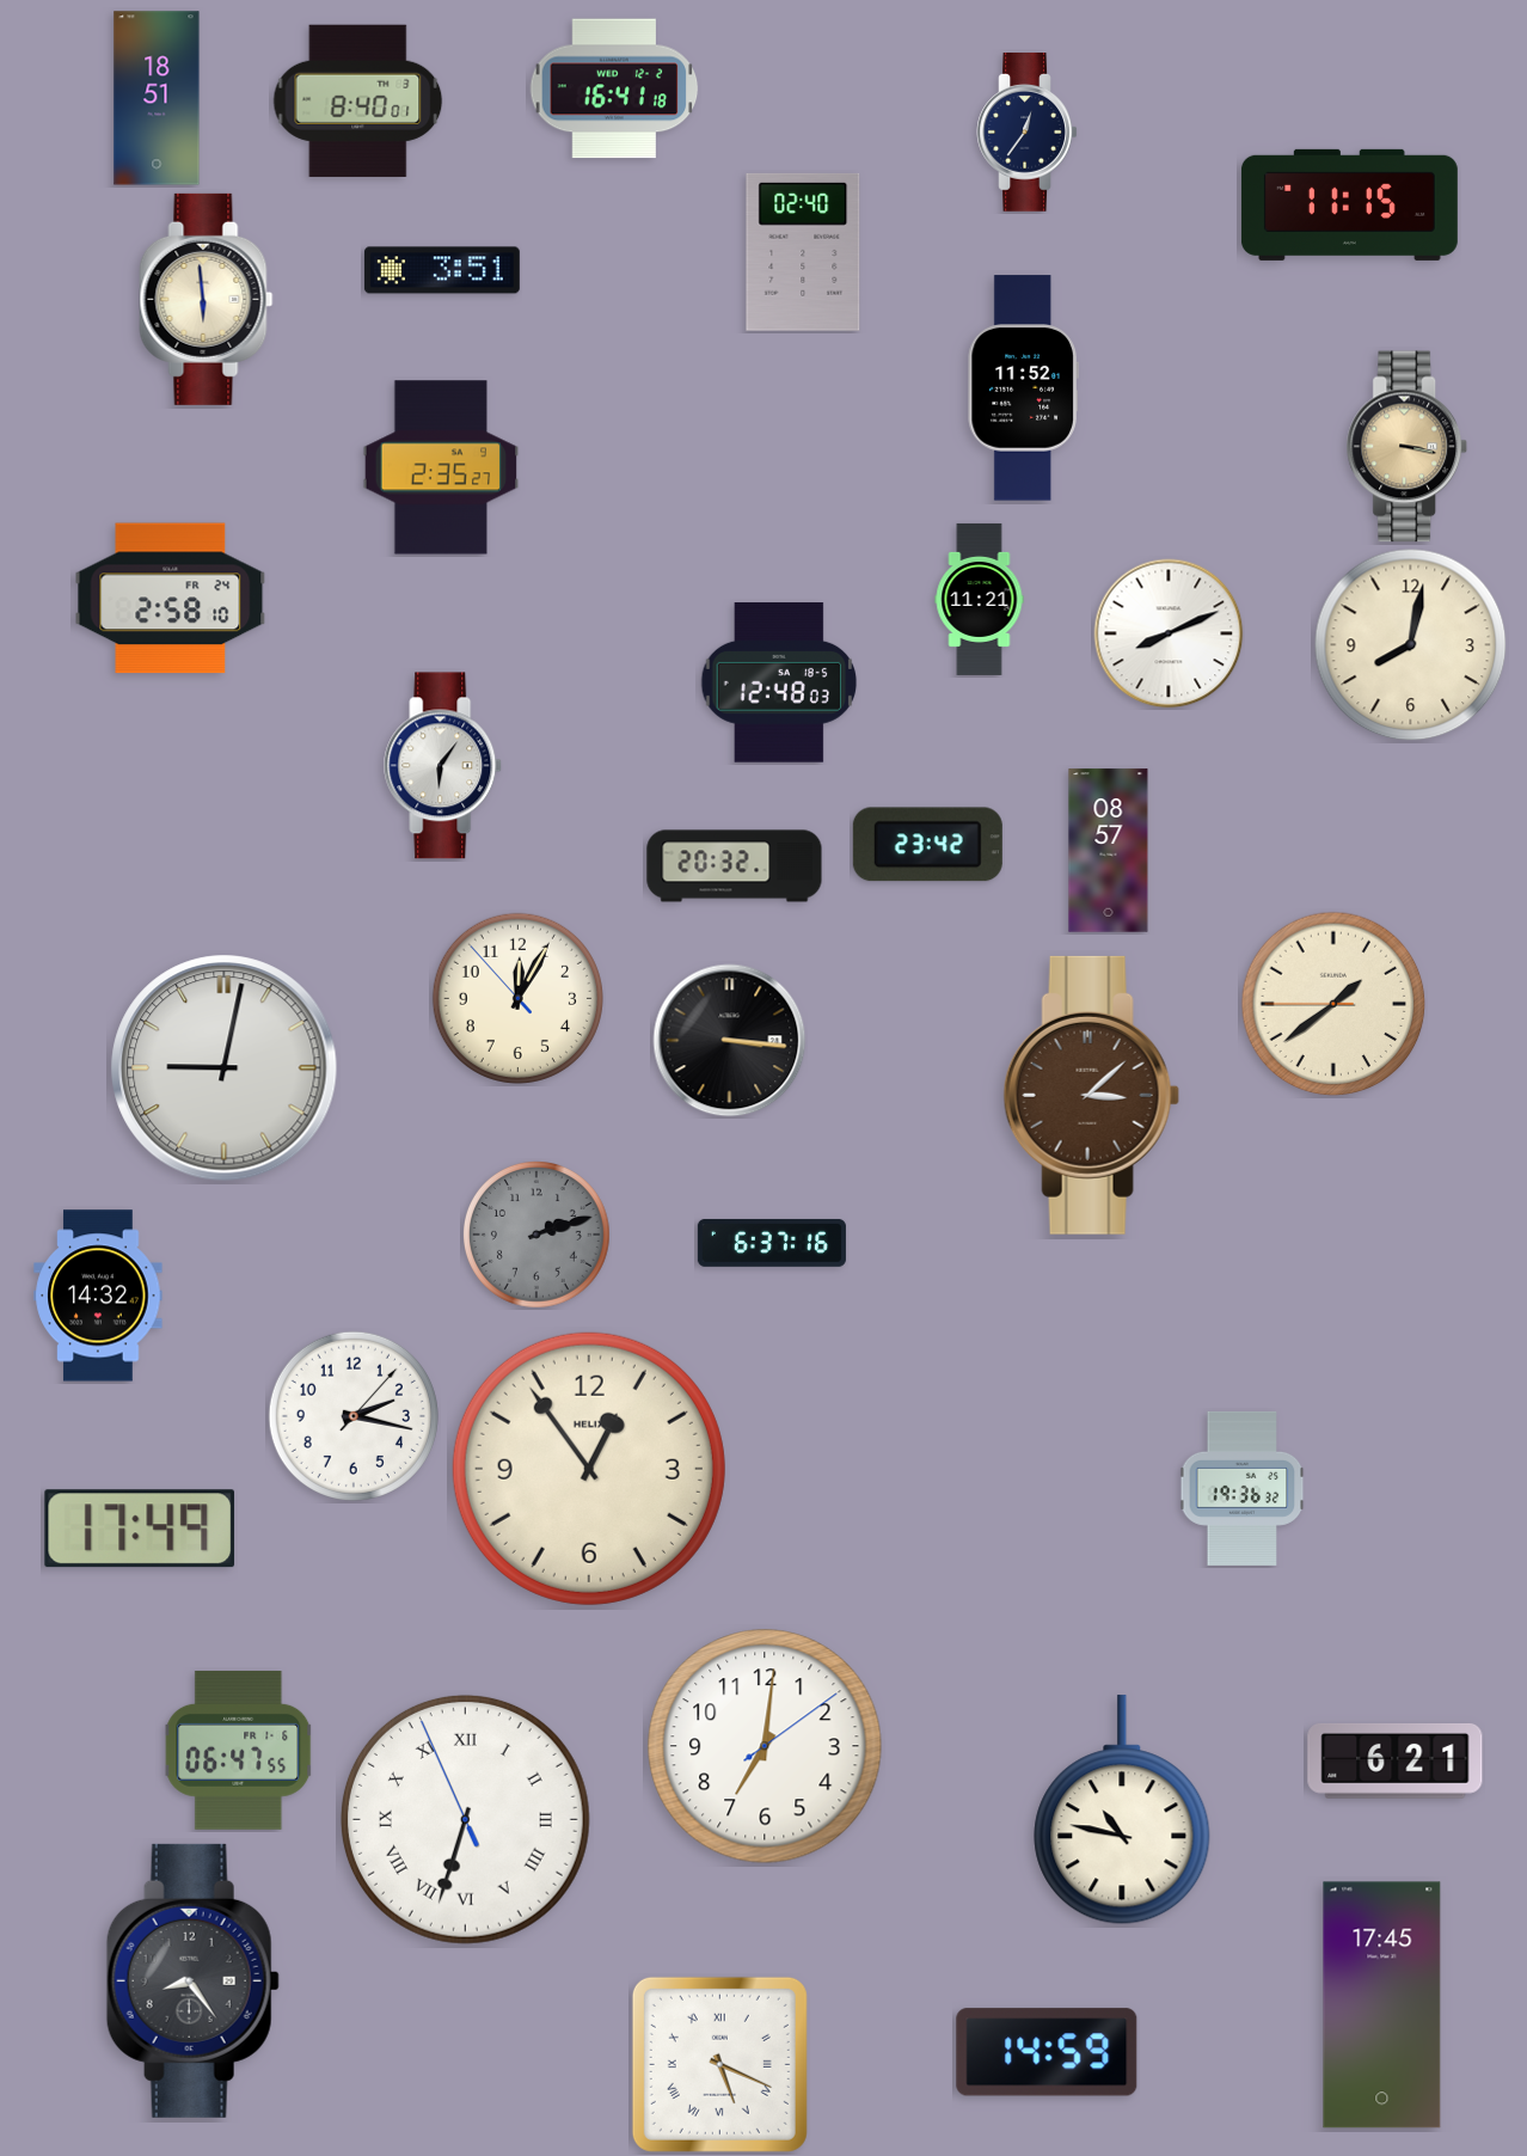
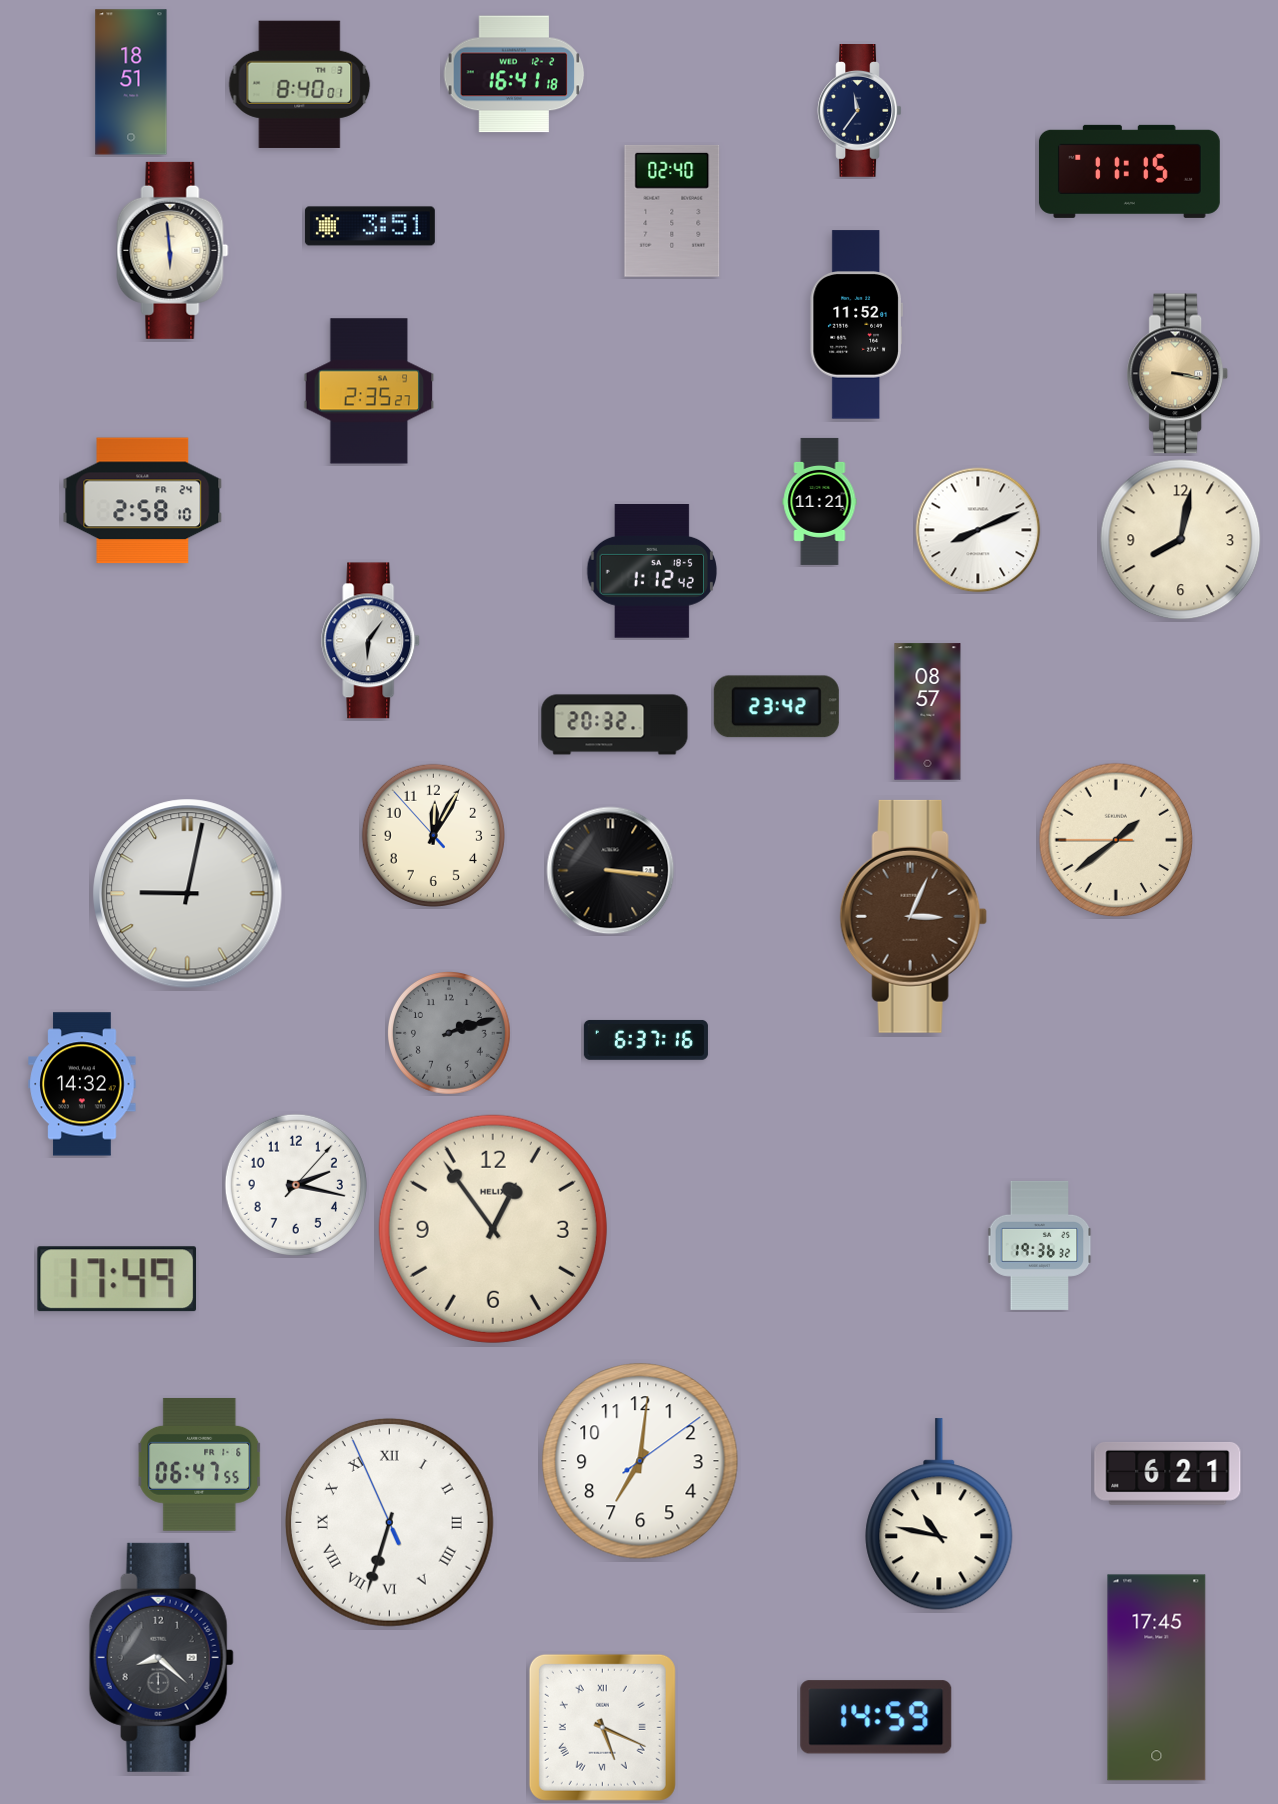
clock at (1028, 133): 12:36 -> 11:36
clock at (778, 684): 12:48 -> 1:12
clock at (1091, 1095): 3:08 -> 3:04
clock at (192, 1980): 8:24 -> 8:22
